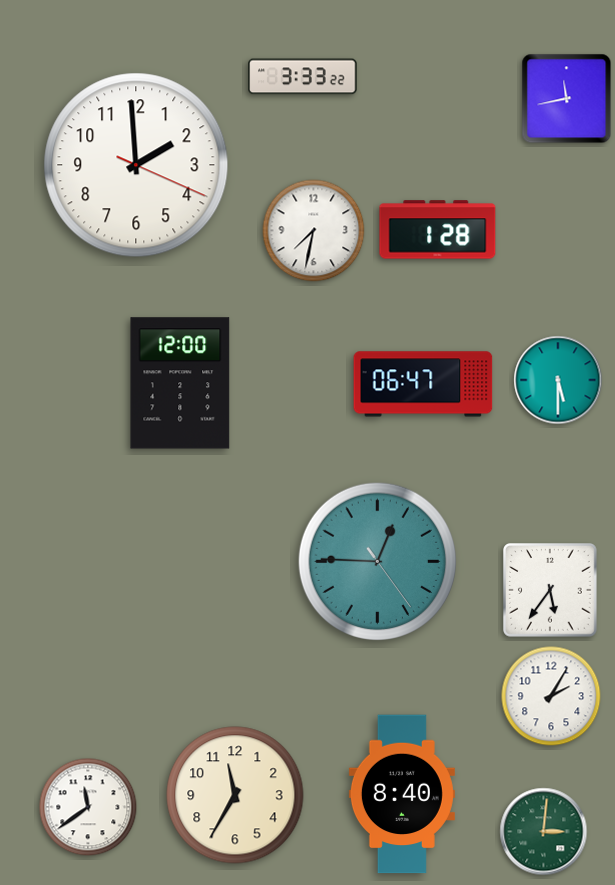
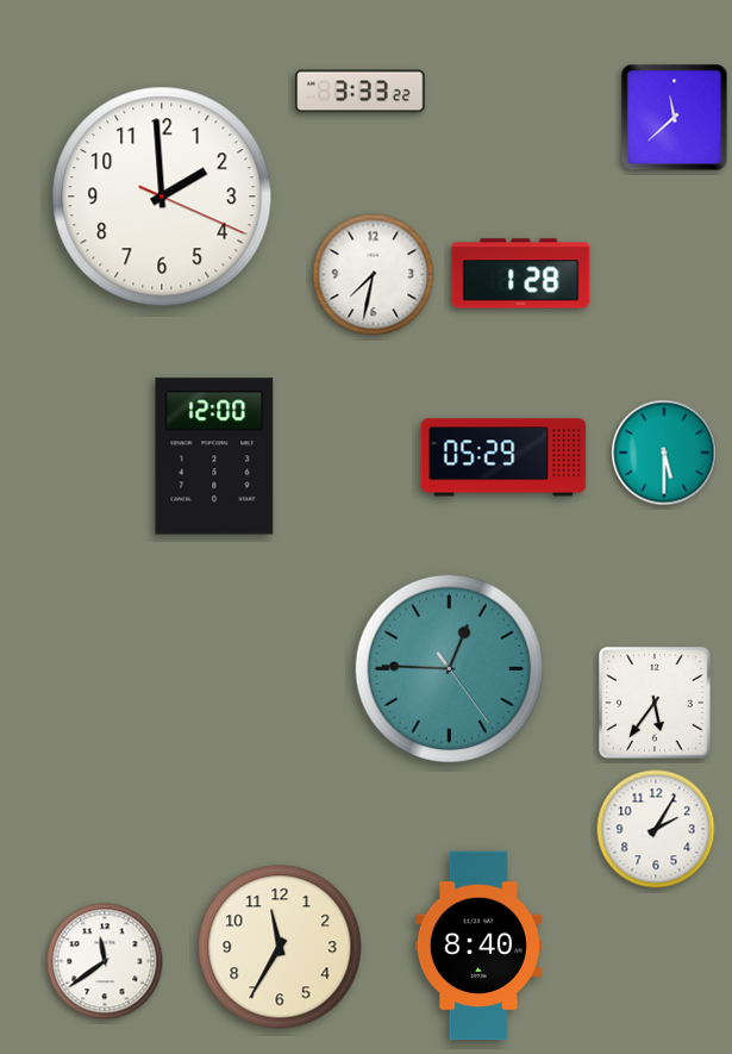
clock at (567, 99): 11:43 -> 11:38
clock at (423, 384): 06:47 -> 05:29
clock at (544, 832): 3:01 -> none
